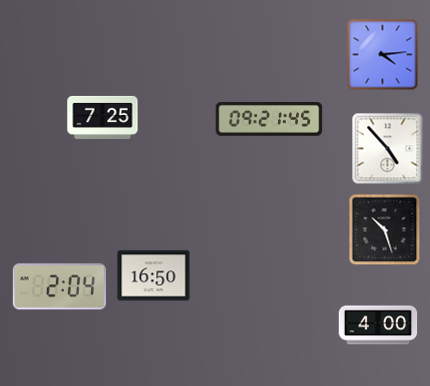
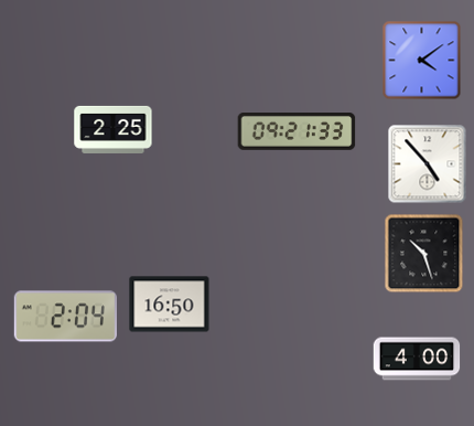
clock at (383, 55): 4:14 -> 4:09
clock at (103, 117): 7:25 -> 2:25
clock at (269, 120): 09:21:45 -> 09:21:33
